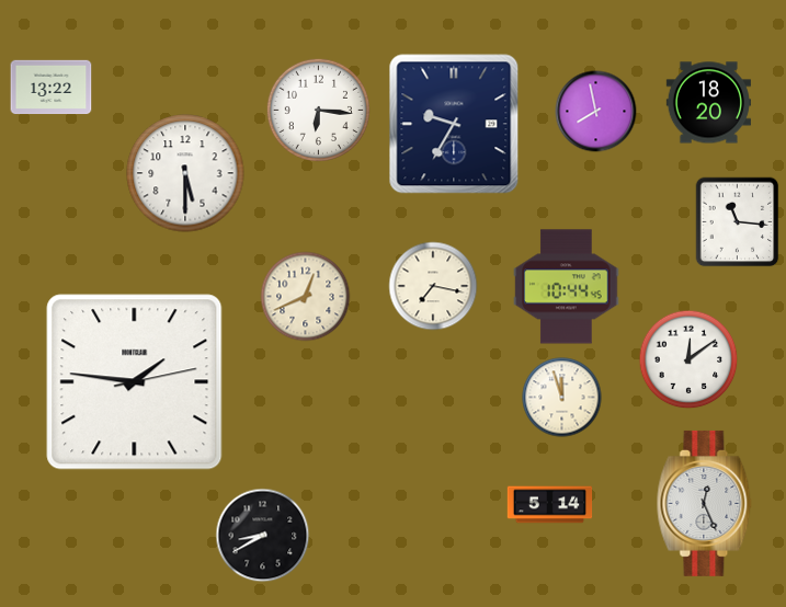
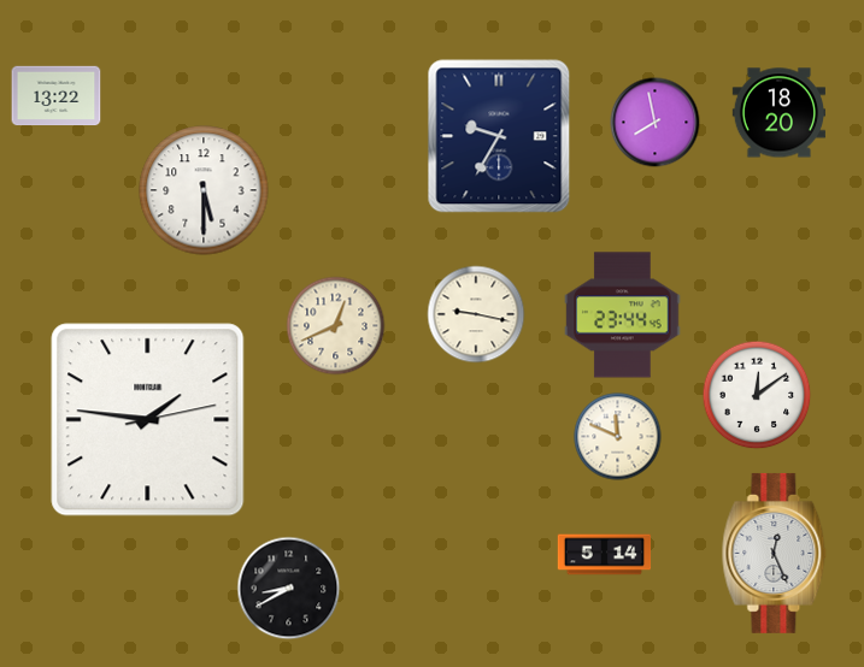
clock at (318, 110): 6:16 -> none
clock at (738, 222): 11:16 -> none
clock at (433, 286): 7:17 -> 9:17
clock at (567, 287): 10:44 -> 23:44
clock at (562, 398): 11:57 -> 11:49
